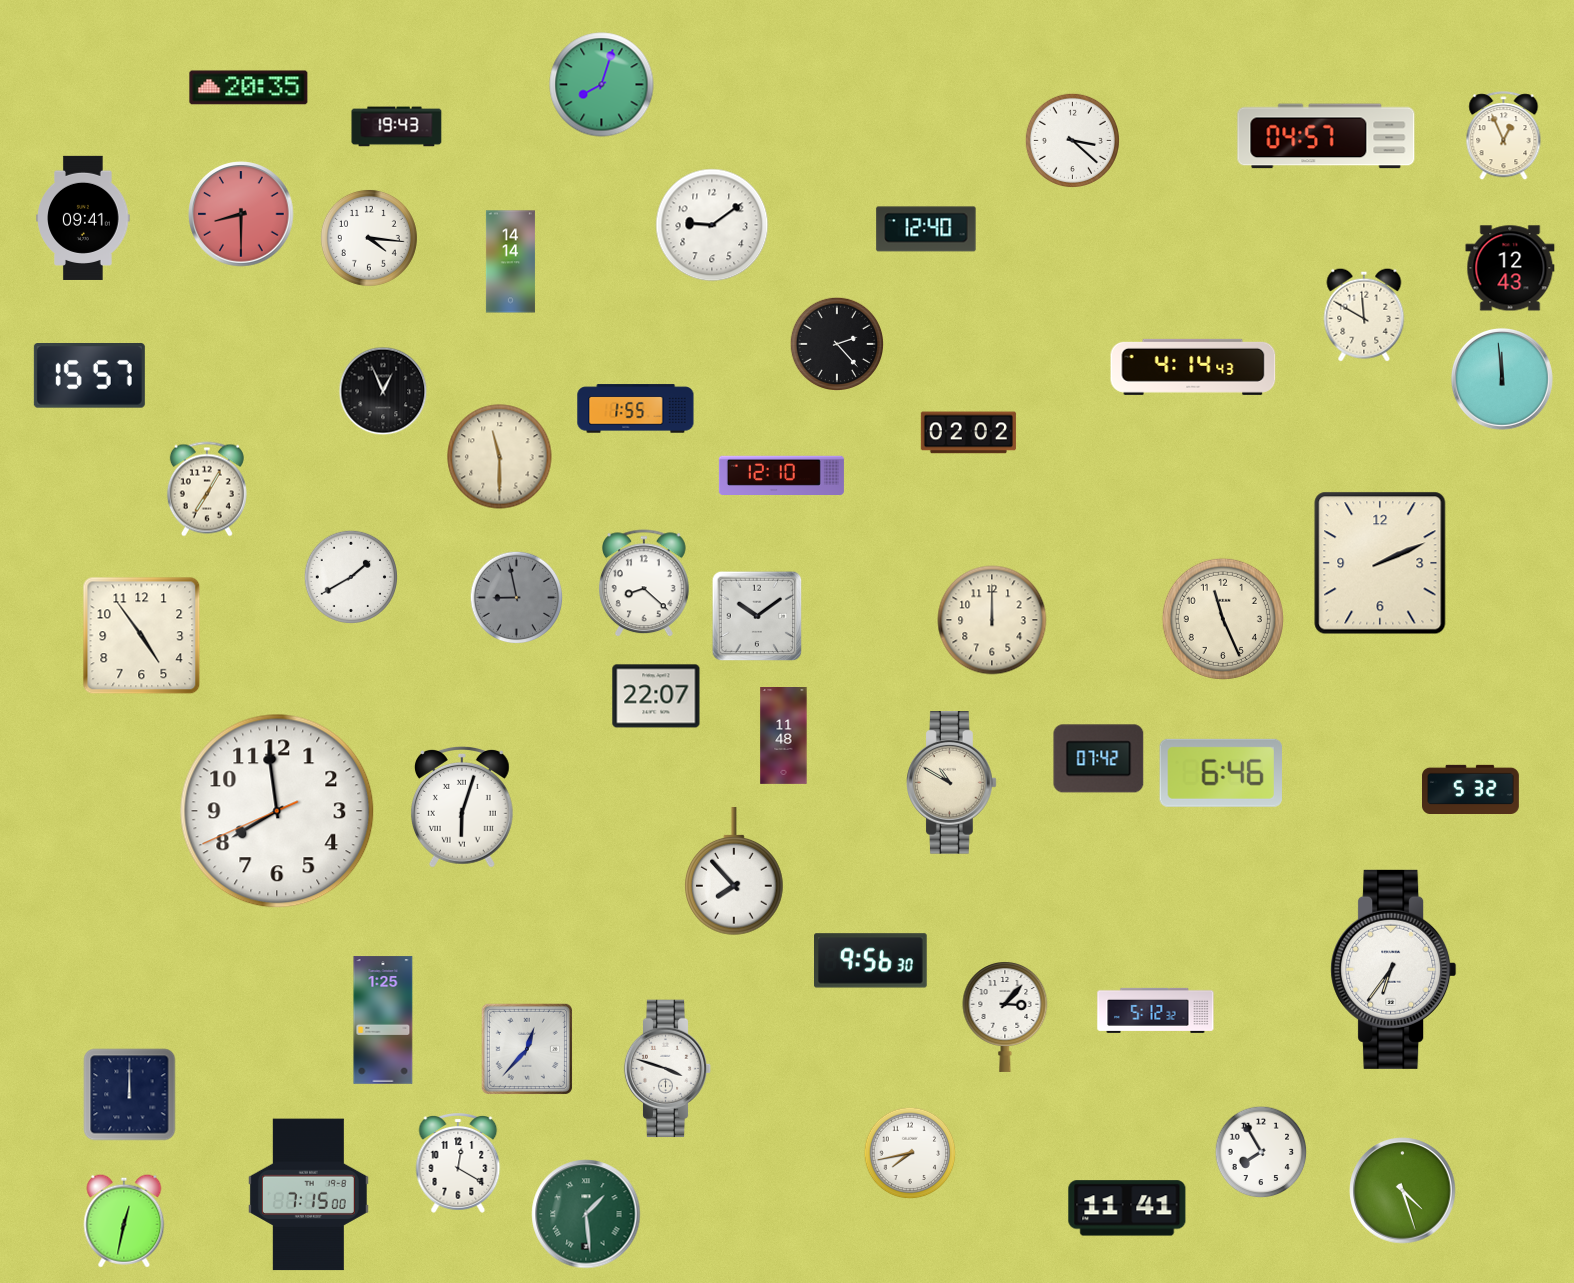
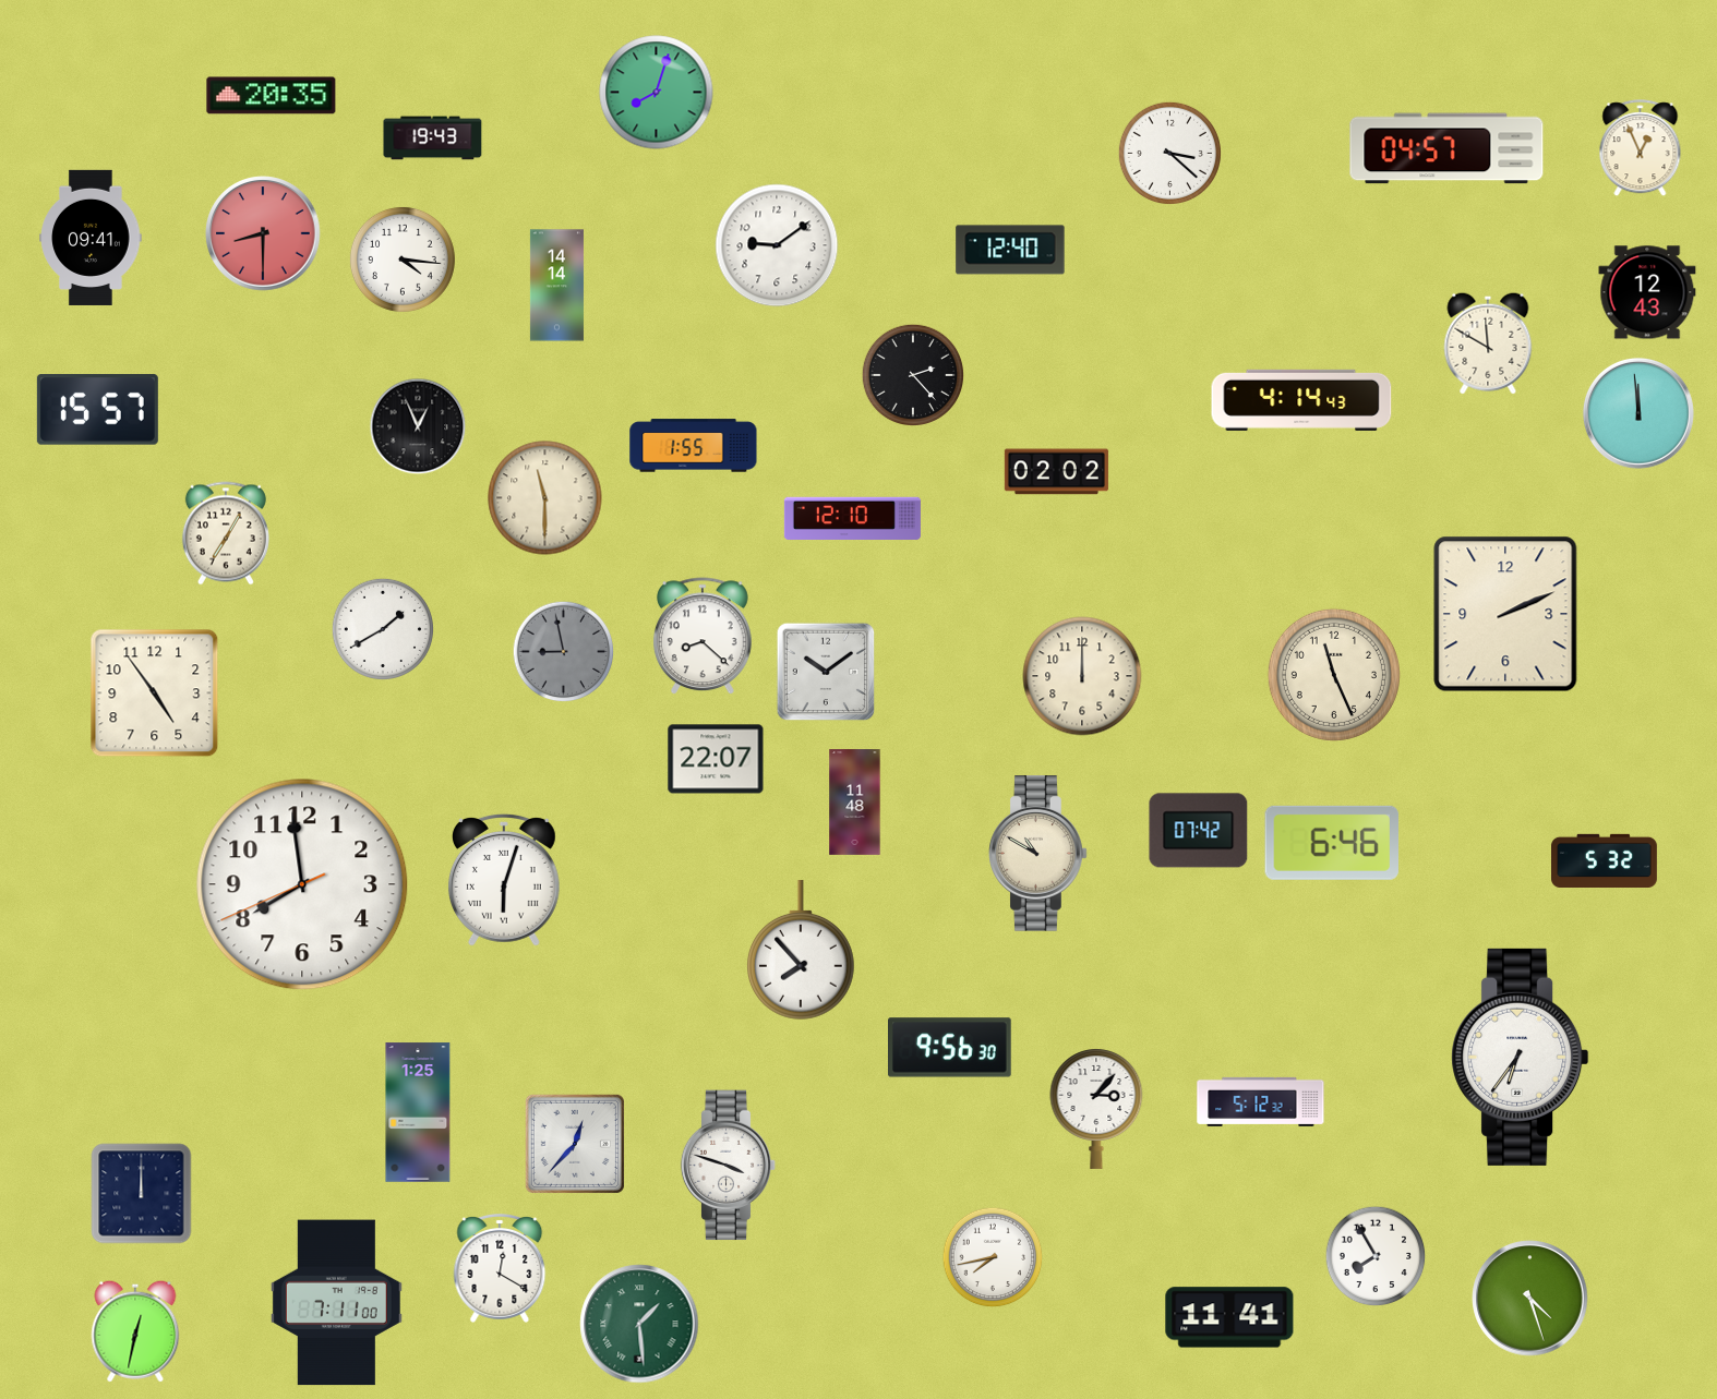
clock at (1099, 759) position: (1099, 759) -> (1199, 831)
clock at (308, 1195): 7:15 -> 7:11
